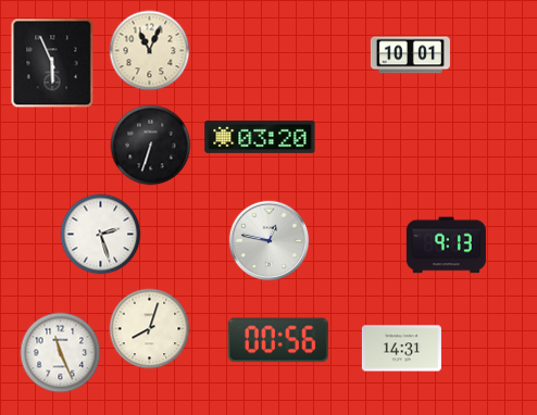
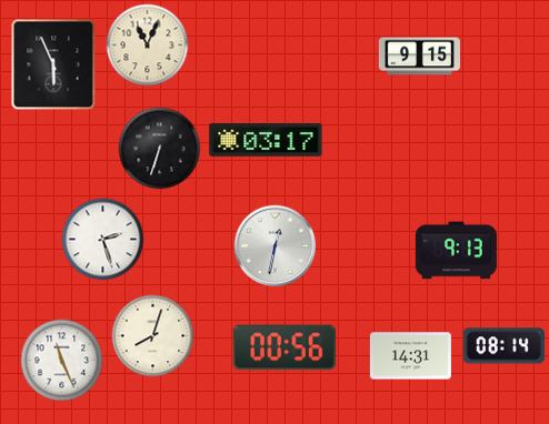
clock at (150, 51) position: (150, 51) -> (148, 46)
clock at (410, 55): 10:01 -> 9:15
clock at (260, 137): 03:20 -> 03:17
clock at (151, 146) position: (151, 146) -> (160, 149)
clock at (270, 241): 12:47 -> 12:32
clock at (503, 346): none -> 08:14
